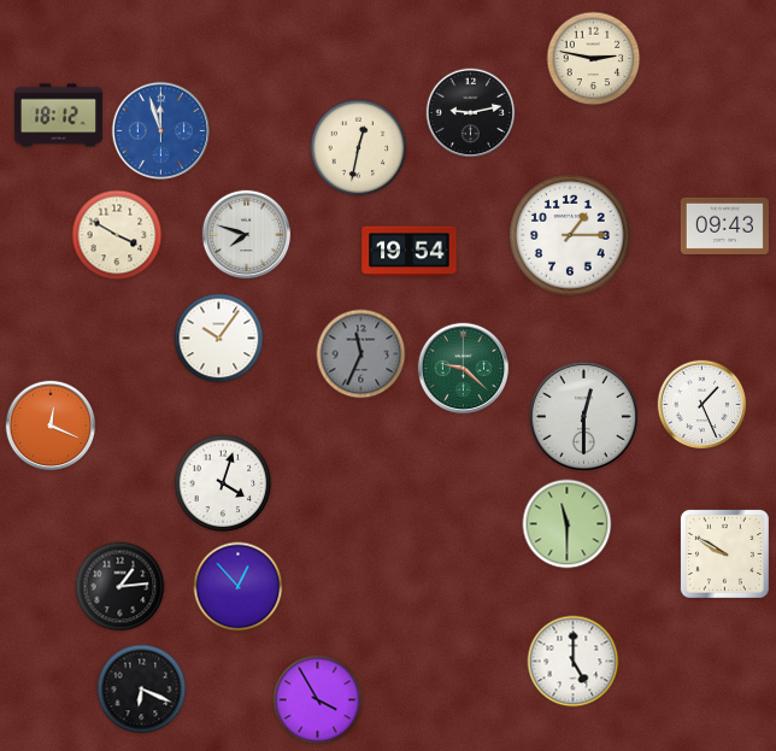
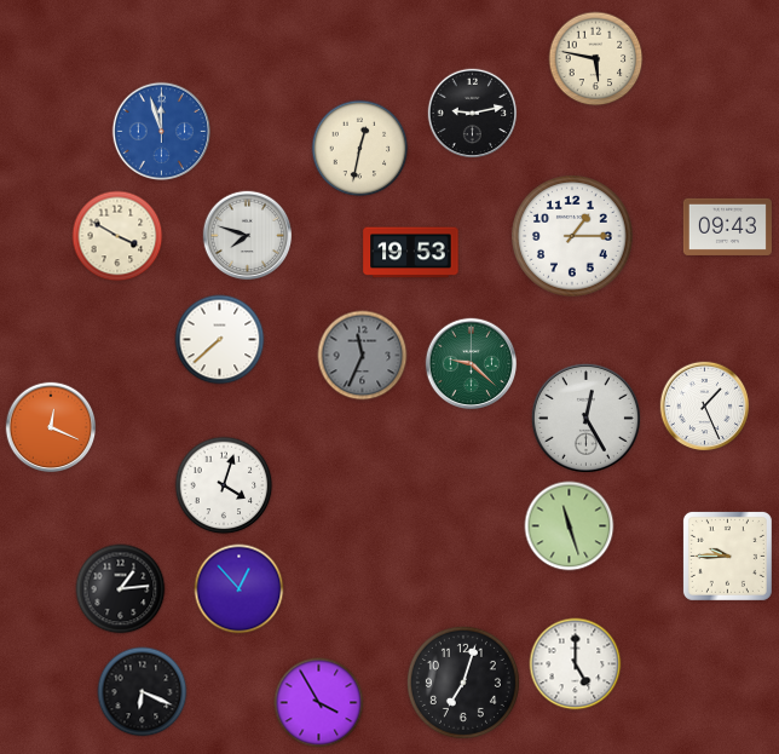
clock at (594, 59): 2:47 -> 5:47
clock at (58, 116): 18:12 -> none
clock at (410, 252): 19:54 -> 19:53
clock at (219, 339): 10:06 -> 7:38
clock at (464, 369) position: (464, 369) -> (472, 364)
clock at (583, 416): 12:30 -> 12:25
clock at (568, 524): 11:30 -> 11:27
clock at (724, 553): 9:50 -> 9:45
clock at (463, 683): none -> 7:03
